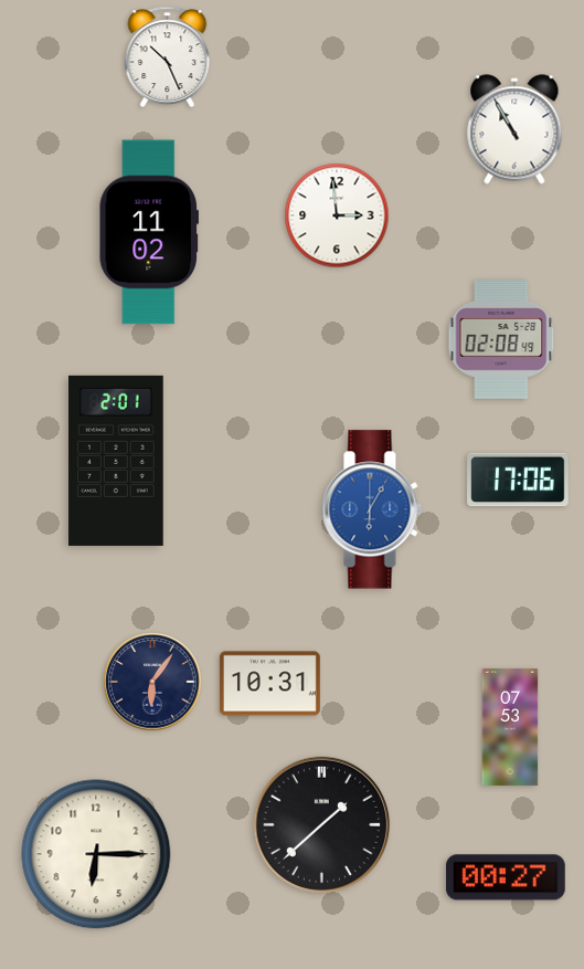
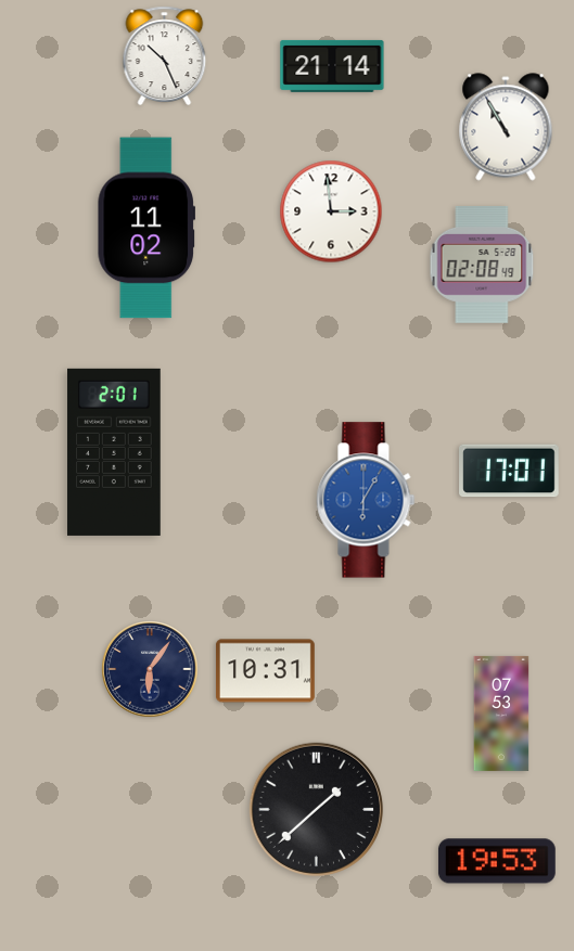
clock at (332, 66): none -> 21:14
clock at (501, 340) position: (501, 340) -> (482, 266)
clock at (518, 480): 17:06 -> 17:01
clock at (96, 854): 6:15 -> none
clock at (506, 877): 00:27 -> 19:53
